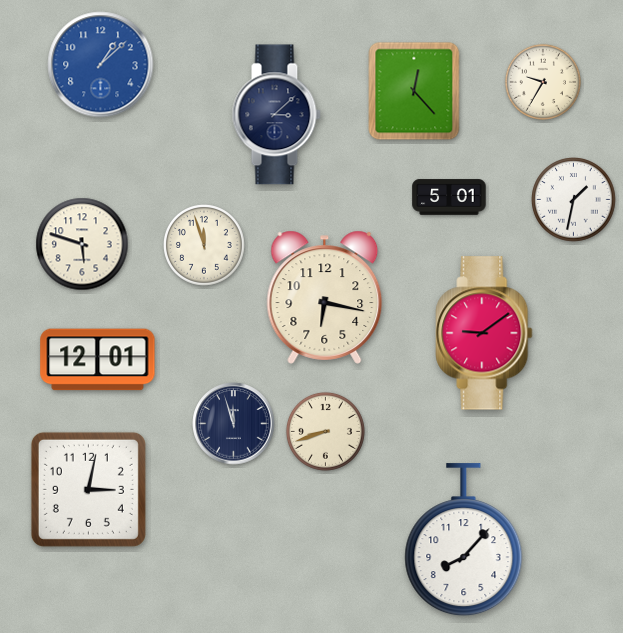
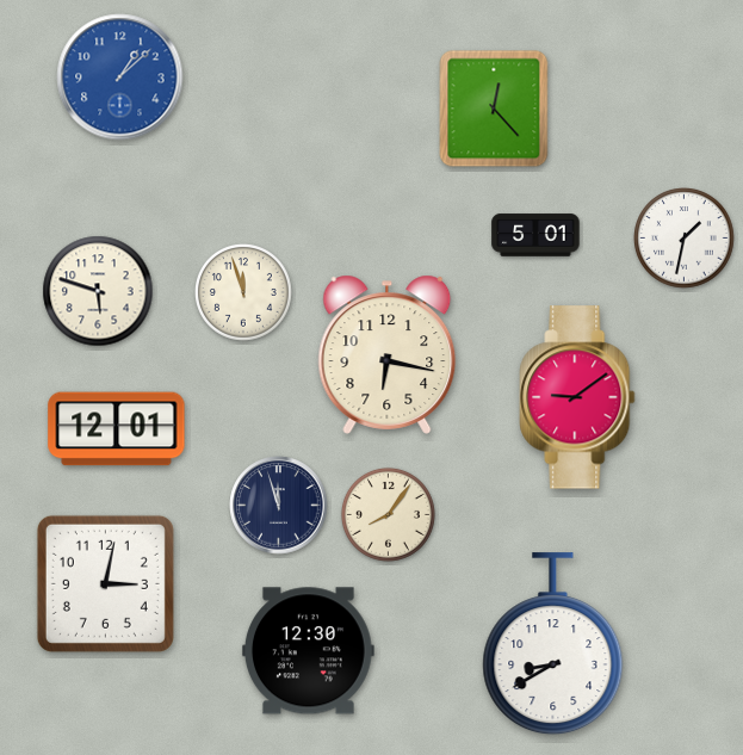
clock at (543, 82): 9:35 -> none
clock at (276, 115): 3:08 -> none
clock at (325, 431): 8:42 -> 8:06
clock at (464, 540): 8:07 -> 8:40
clock at (308, 651): none -> 12:30
